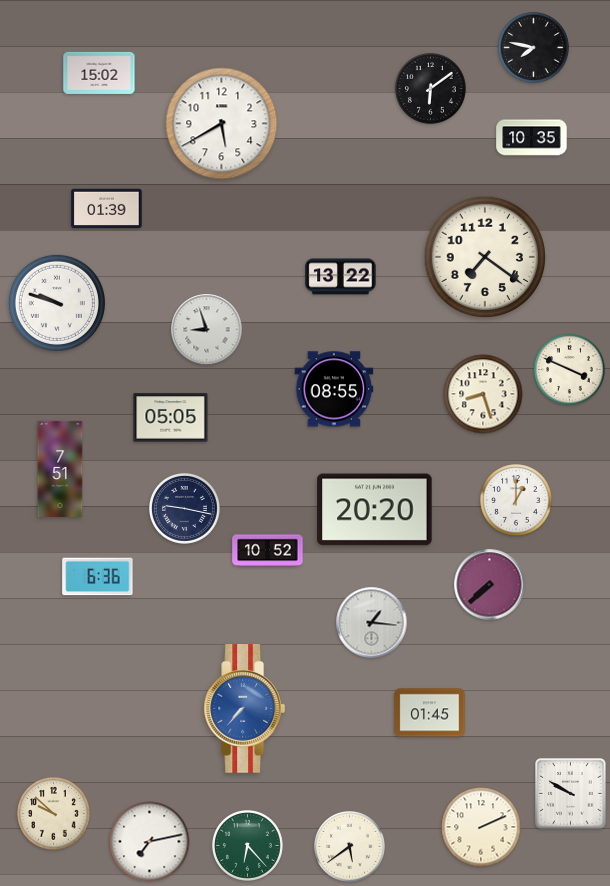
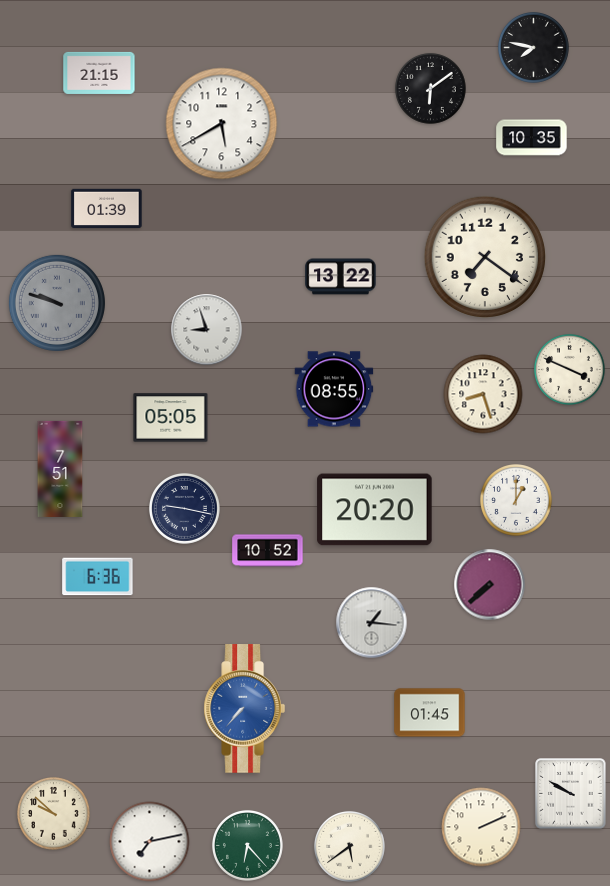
clock at (99, 73): 15:02 -> 21:15
clock at (57, 303) dial: white -> grey
